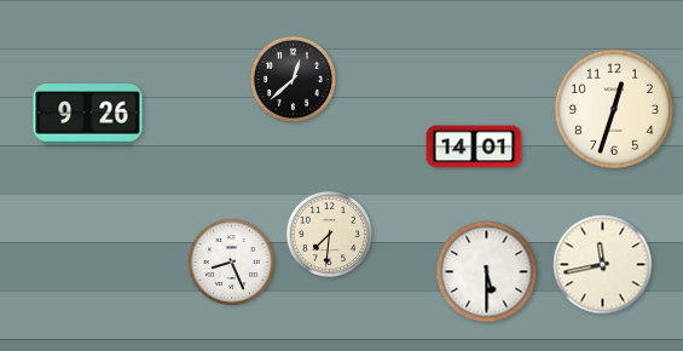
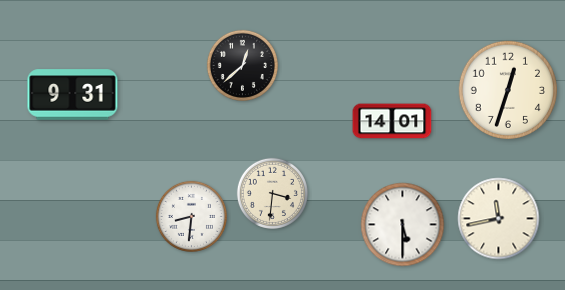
clock at (88, 115): 9:26 -> 9:31
clock at (329, 234): 7:31 -> 3:31
clock at (231, 261): 8:26 -> 8:31
